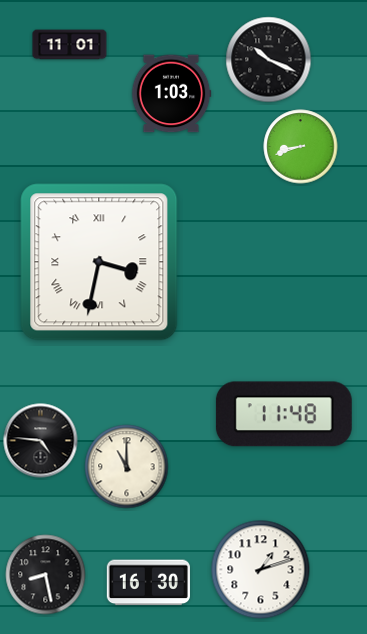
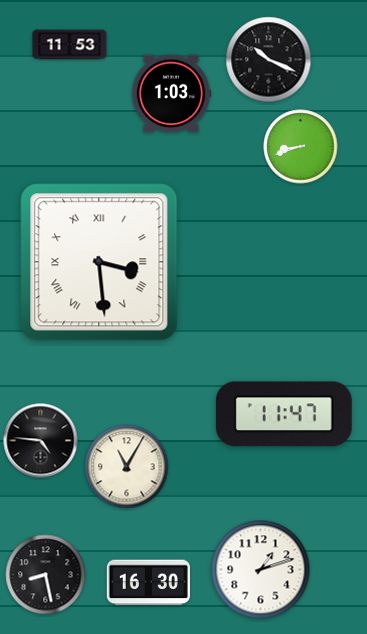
clock at (70, 45): 11:01 -> 11:53
clock at (99, 262): 3:32 -> 3:29
clock at (284, 414): 11:48 -> 11:47
clock at (127, 467): 11:00 -> 11:05
